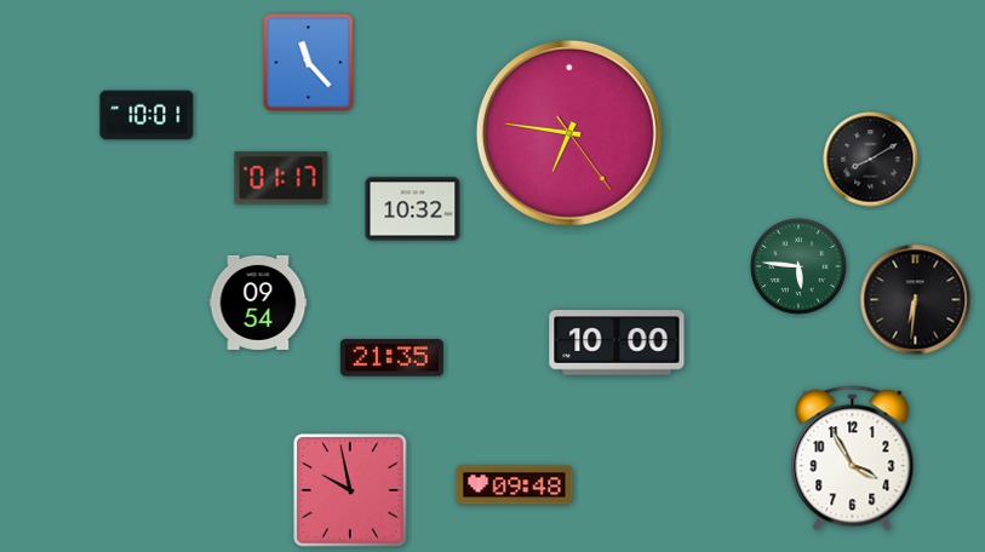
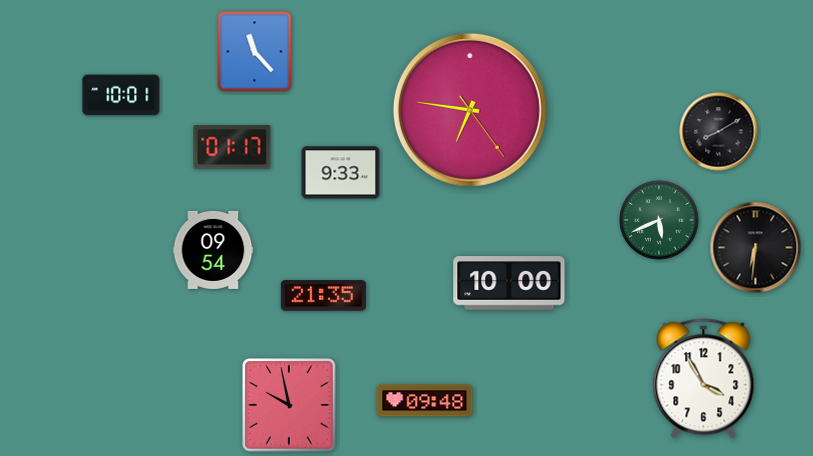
clock at (413, 209): 10:32 -> 9:33
clock at (798, 266): 5:46 -> 5:41
